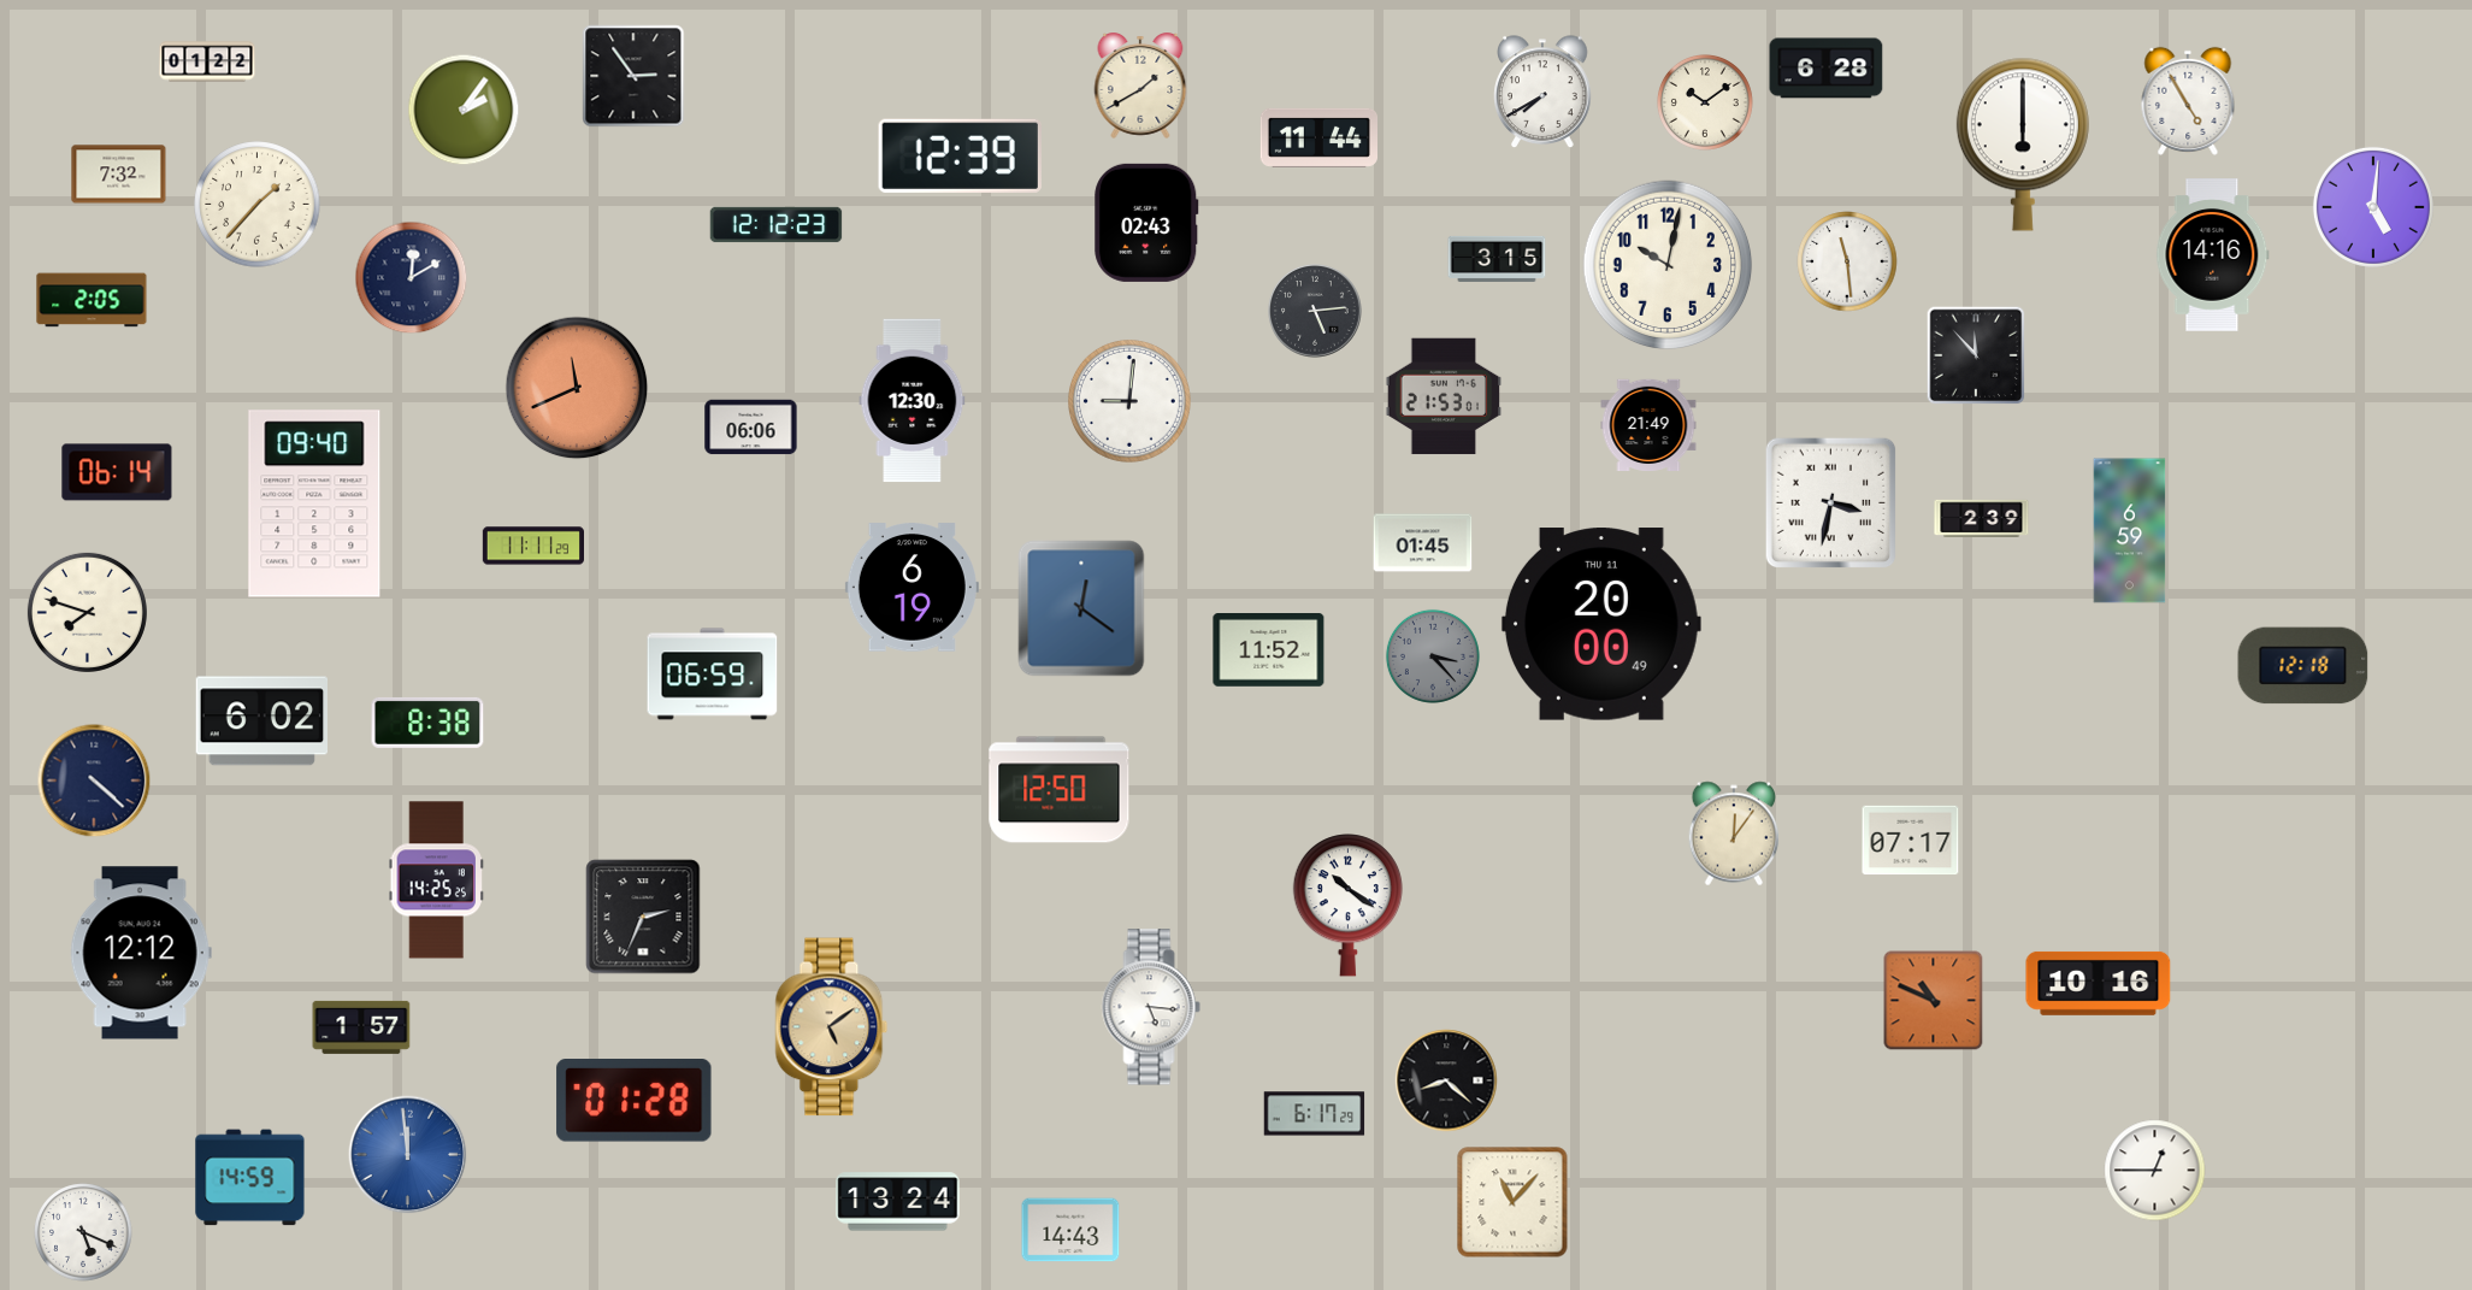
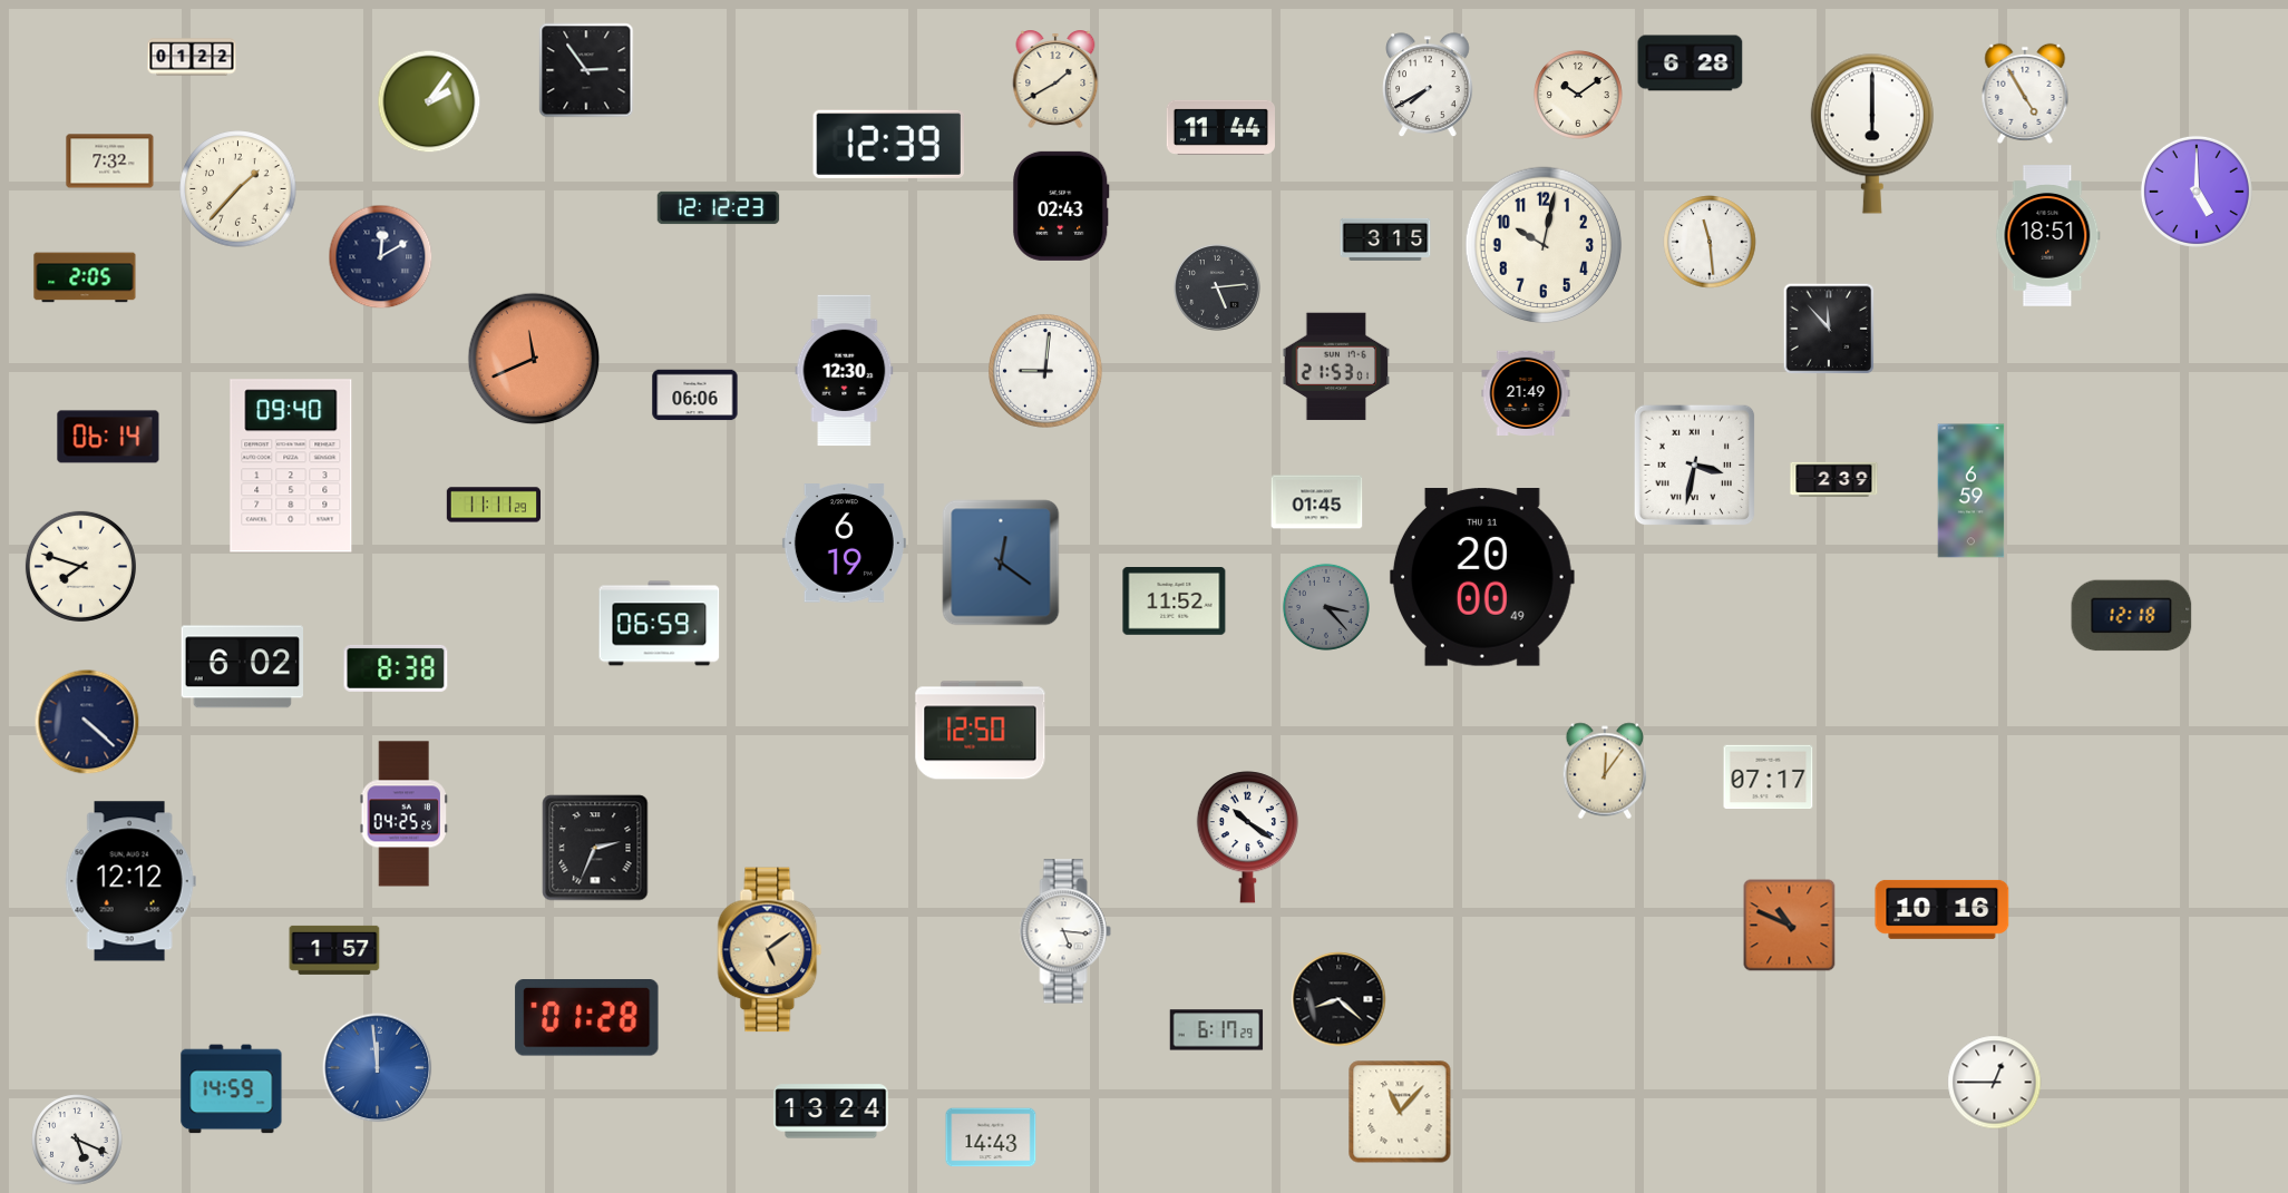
clock at (2373, 207): 5:01 -> 5:00
clock at (2213, 255): 14:16 -> 18:51
clock at (436, 880): 14:25 -> 04:25
